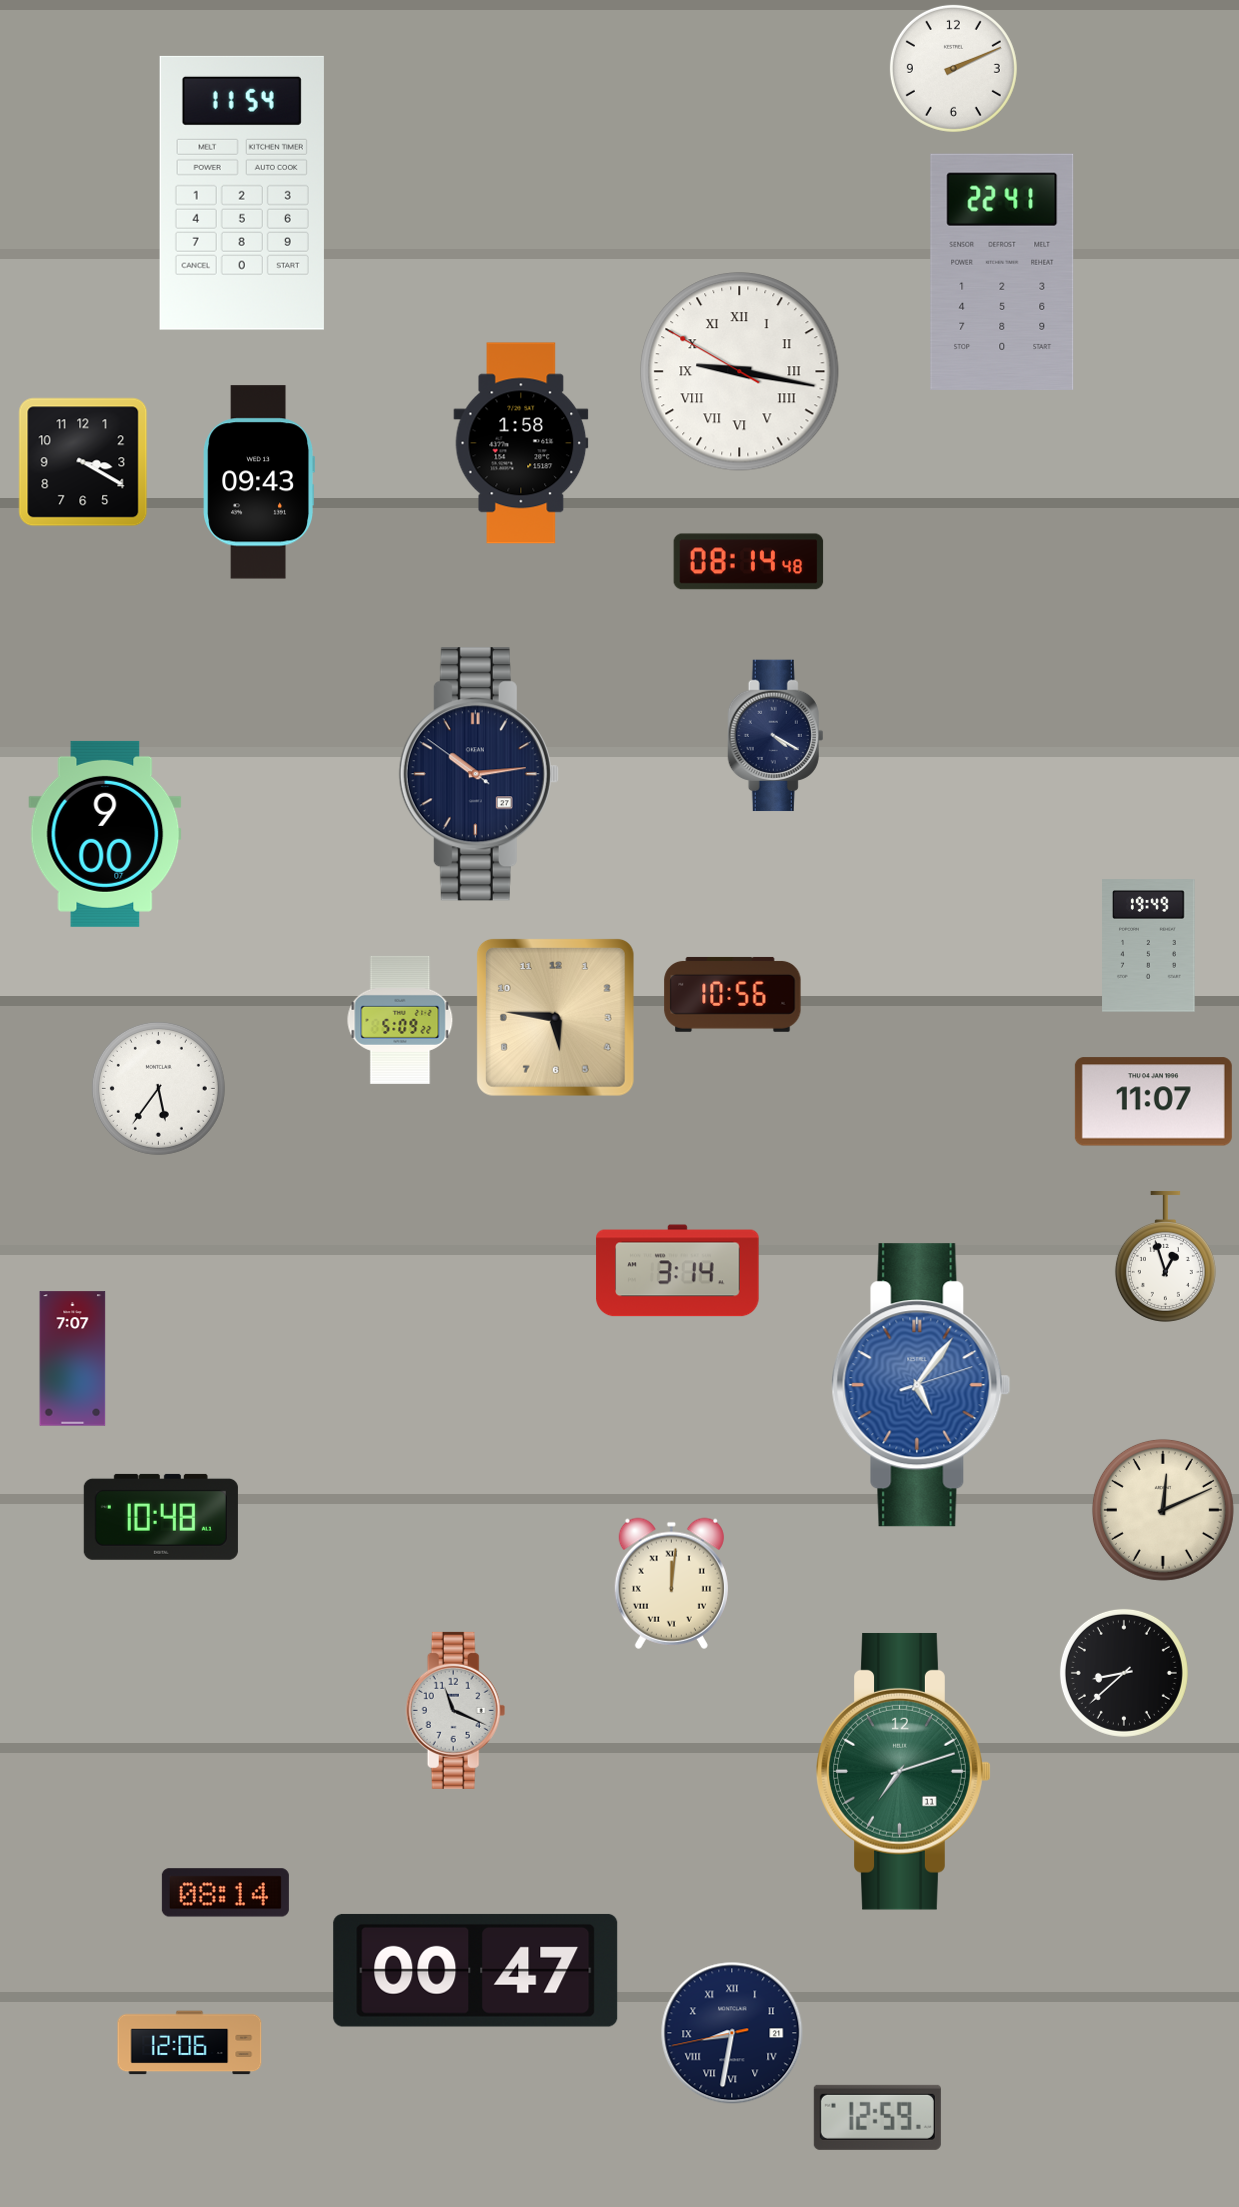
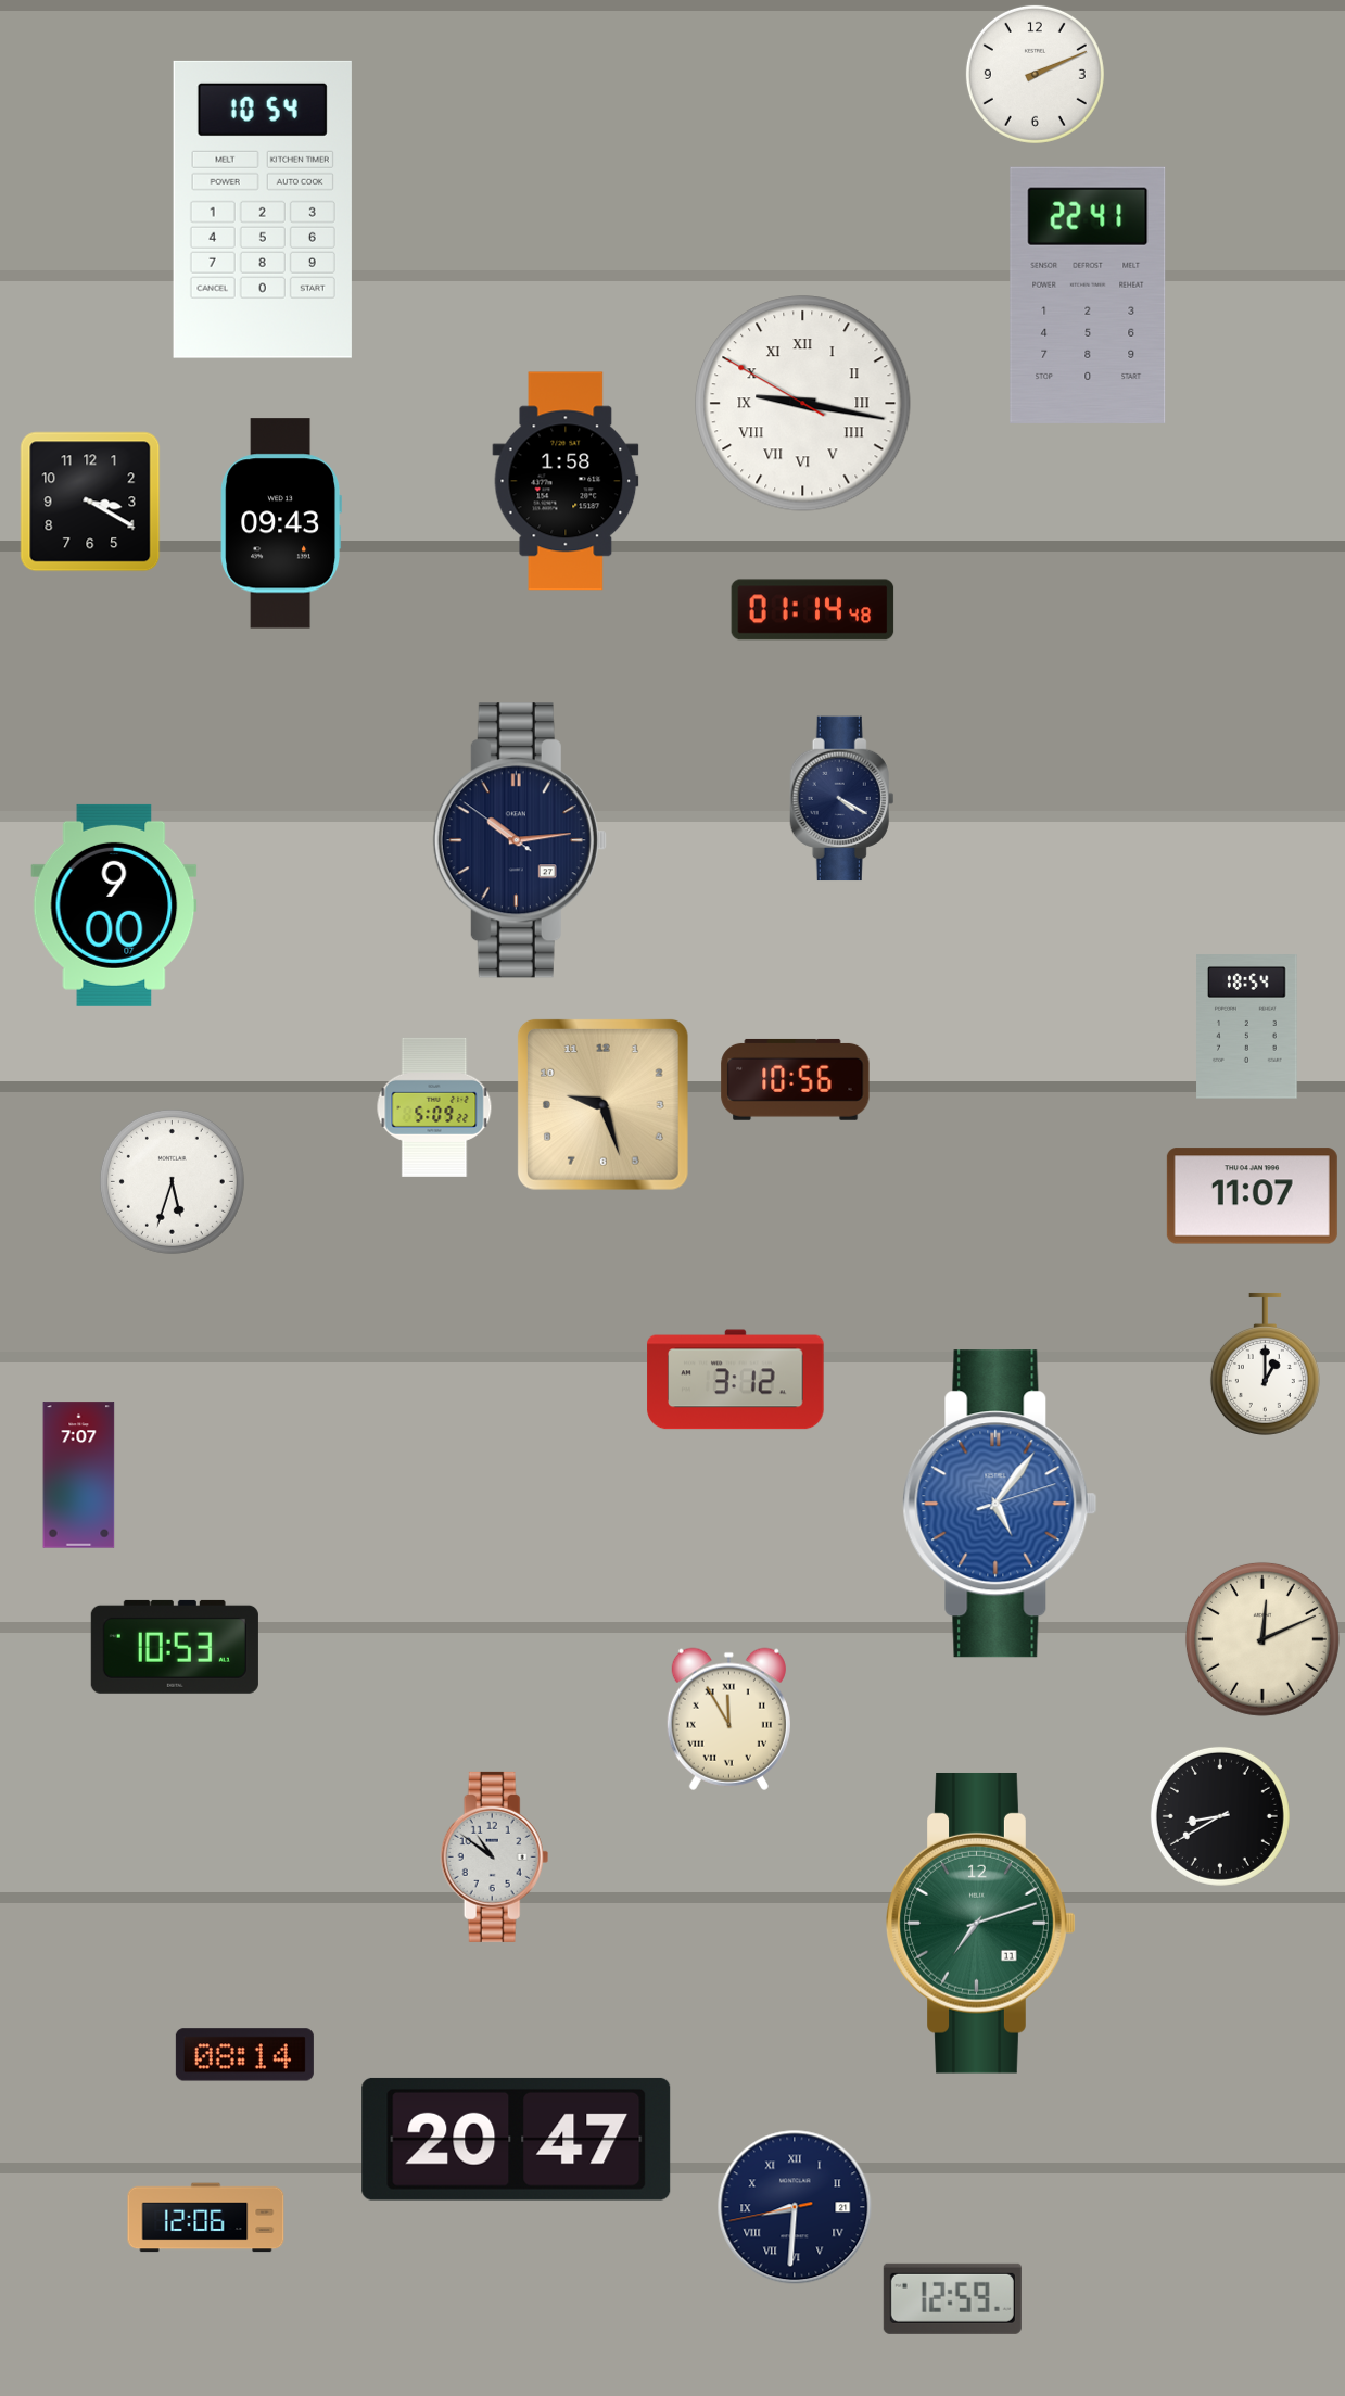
clock at (242, 193): 11:54 -> 10:54
clock at (749, 562): 08:14 -> 01:14
clock at (1149, 946): 19:49 -> 18:54
clock at (555, 1017): 5:46 -> 9:27
clock at (158, 1088): 5:36 -> 5:33
clock at (1165, 1256): 12:57 -> 1:00
clock at (678, 1271): 3:14 -> 3:12
clock at (161, 1517): 10:48 -> 10:53
clock at (671, 1583): 12:01 -> 11:55
clock at (1124, 1673): 8:38 -> 8:40
clock at (456, 1710): 11:19 -> 10:51
clock at (476, 1970): 00:47 -> 20:47
clock at (732, 2033): 8:31 -> 8:30
